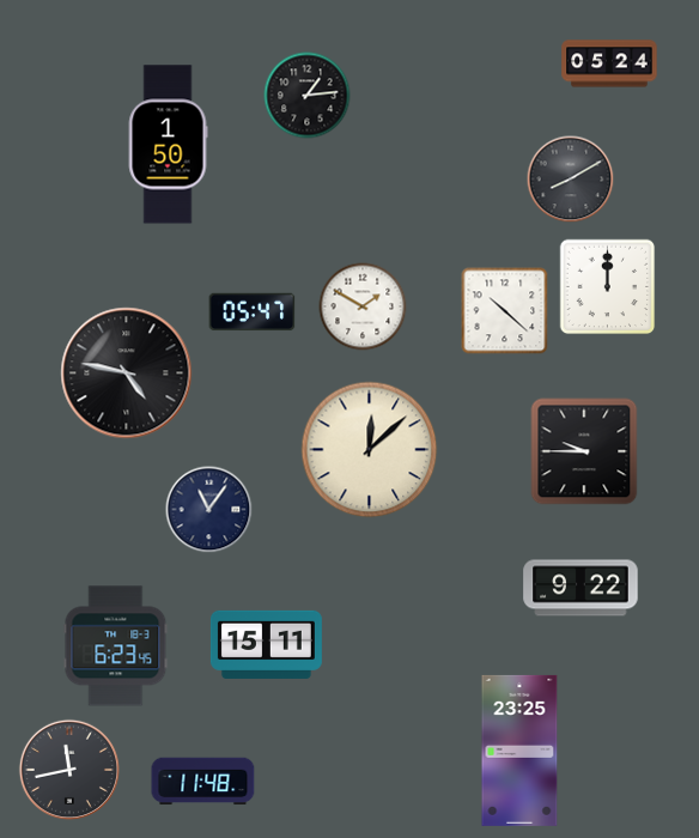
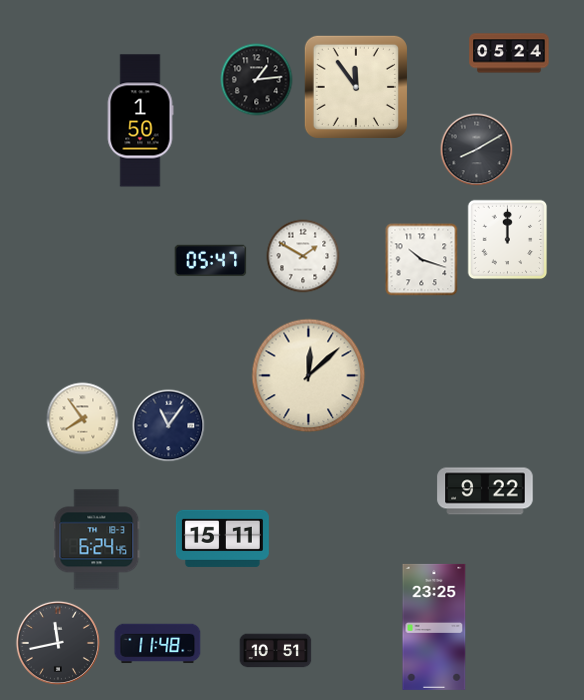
clock at (356, 87): none -> 11:54
clock at (505, 311): 10:22 -> 10:18
clock at (127, 374): 4:47 -> none
clock at (584, 451): 9:45 -> none
clock at (83, 419): none -> 7:54
clock at (209, 510) position: (209, 510) -> (169, 426)
clock at (116, 646): 6:23 -> 6:24
clock at (276, 651): none -> 10:51
clock at (203, 782) position: (203, 782) -> (158, 644)
